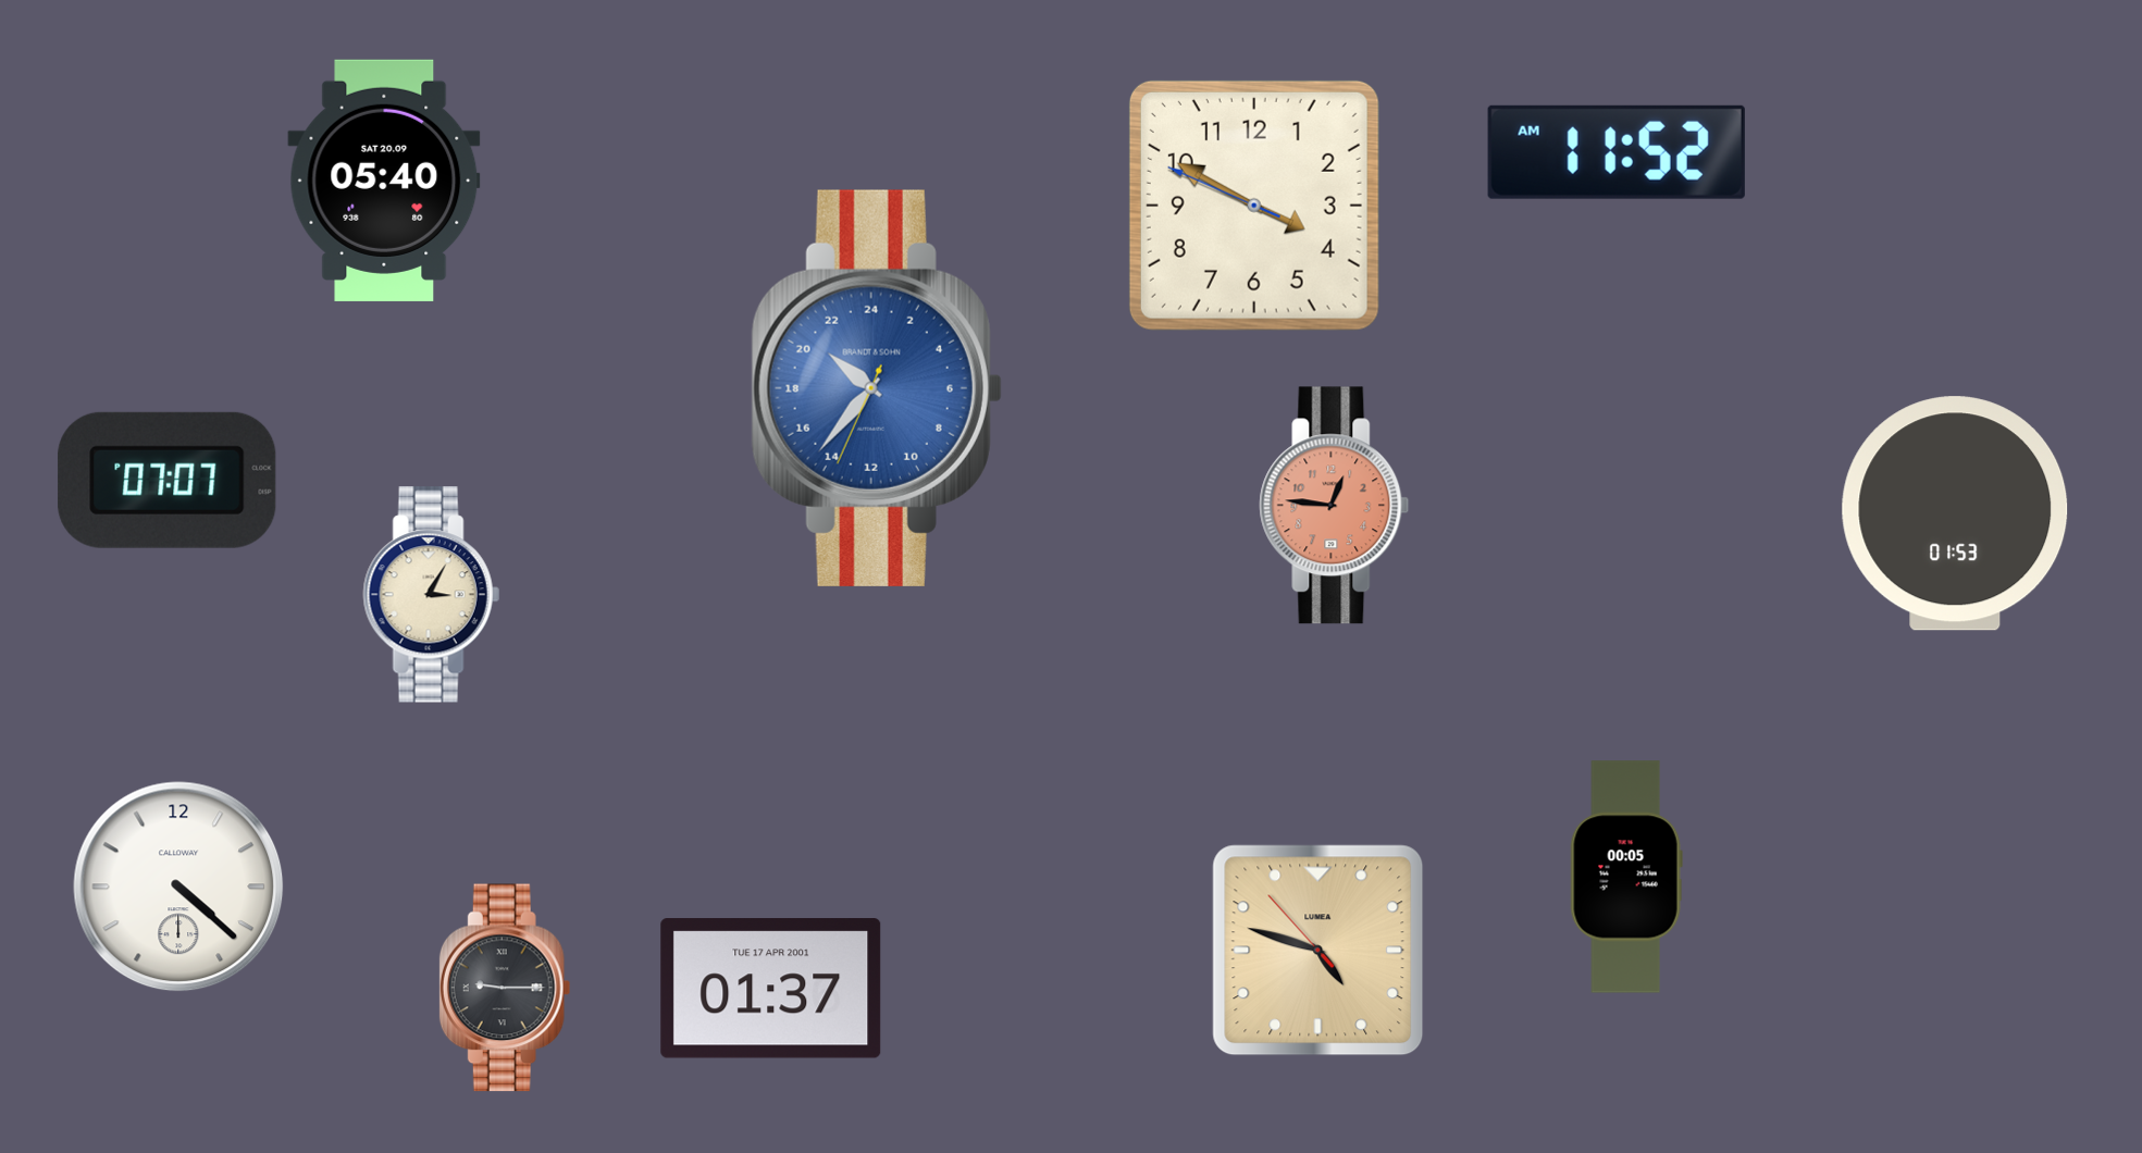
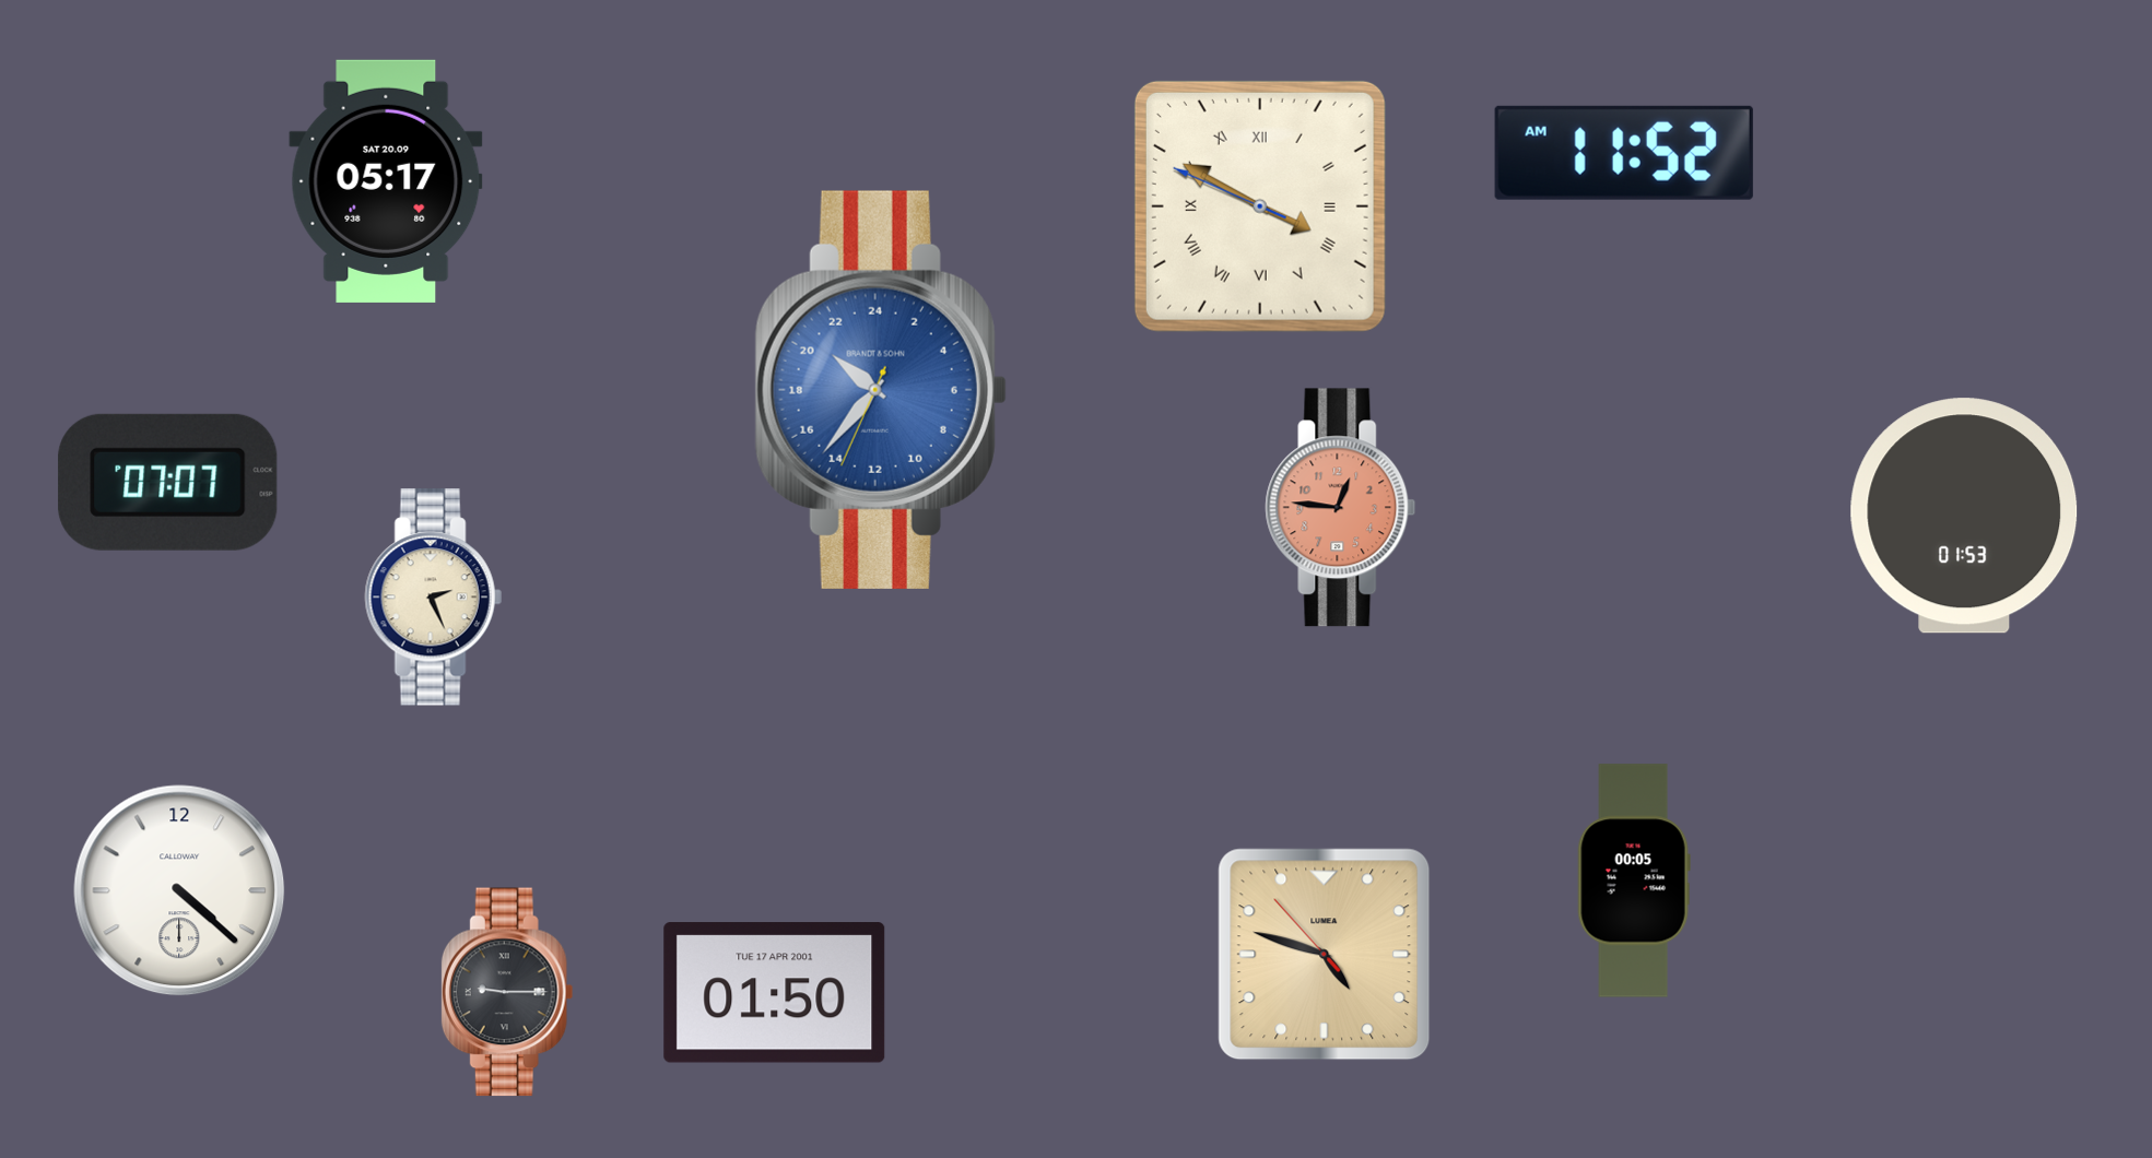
clock at (384, 181): 05:40 -> 05:17
clock at (1254, 206) numerals: Arabic -> Roman
clock at (431, 595): 3:05 -> 2:26
clock at (771, 989): 01:37 -> 01:50
